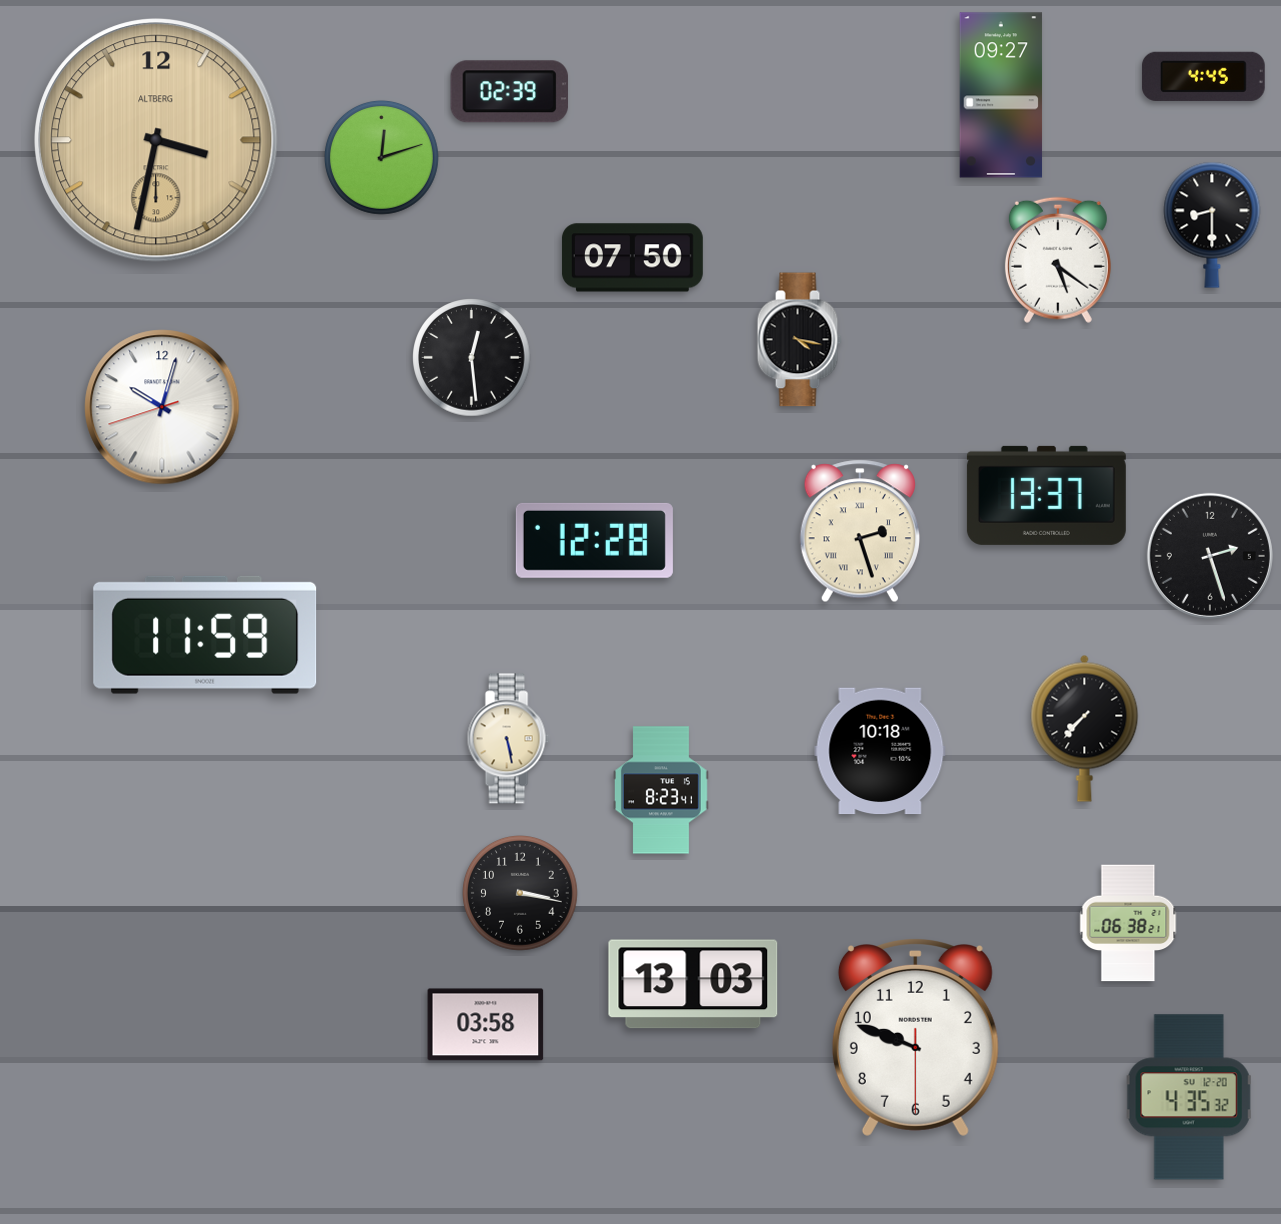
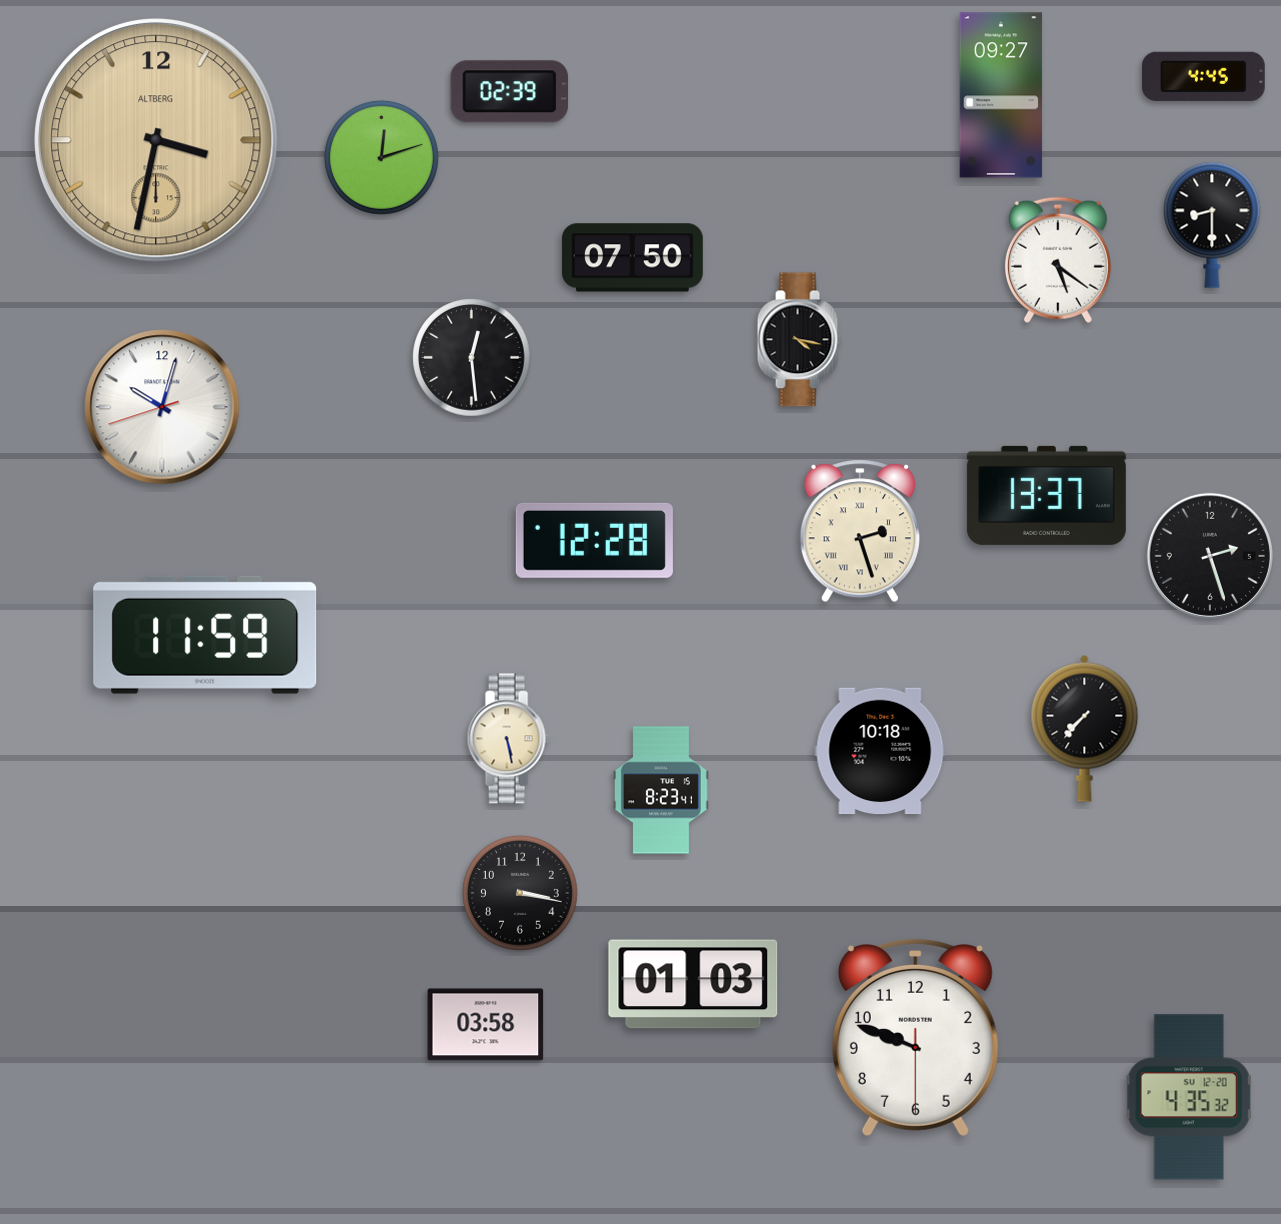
clock at (1128, 923): 06:38 -> none
clock at (693, 984): 13:03 -> 01:03
